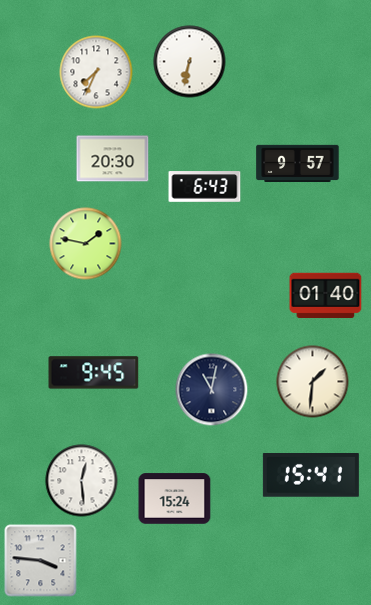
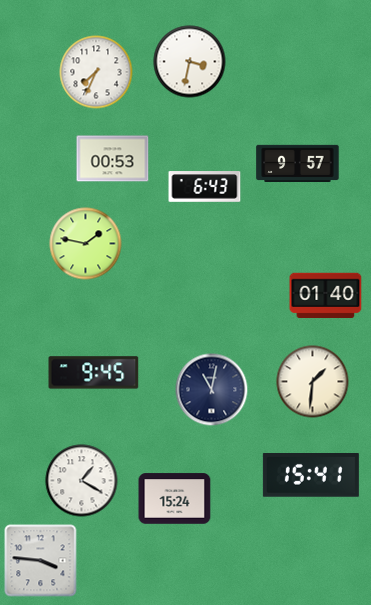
clock at (190, 62): 6:32 -> 3:32
clock at (113, 159): 20:30 -> 00:53
clock at (82, 481): 12:29 -> 1:20
